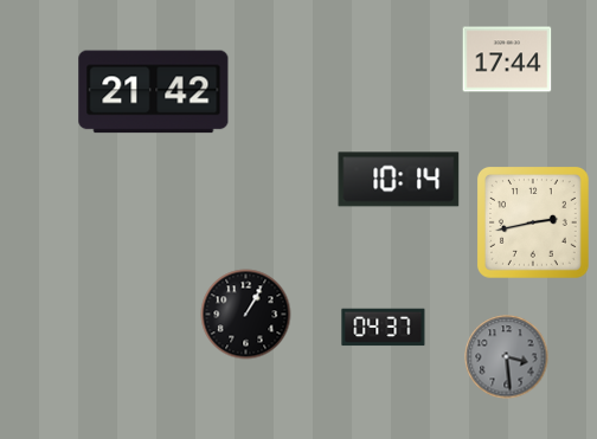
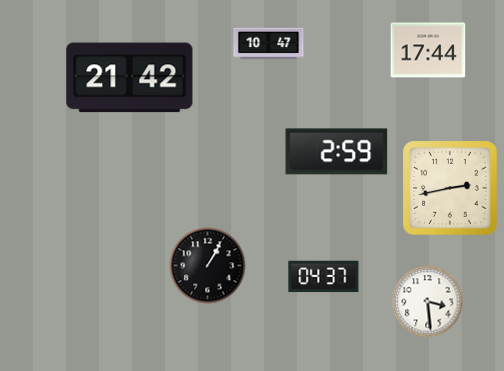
clock at (269, 44): none -> 10:47
clock at (399, 180): 10:14 -> 2:59
clock at (507, 357) dial: grey -> white
